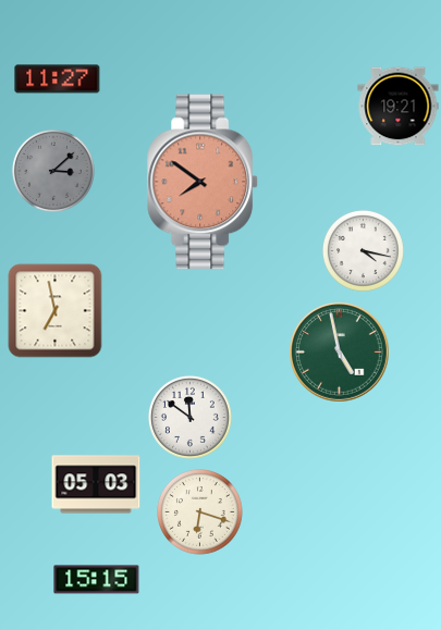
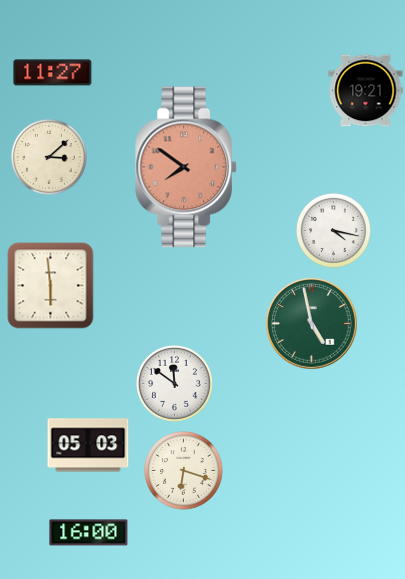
clock at (399, 107) position: (399, 107) -> (366, 91)
clock at (53, 171) dial: grey -> cream
clock at (56, 311): 6:58 -> 5:59
clock at (97, 580): 15:15 -> 16:00
